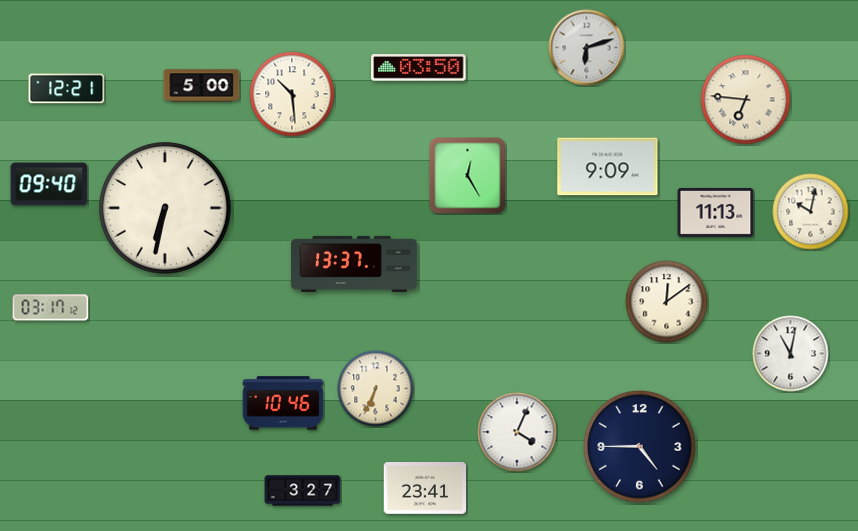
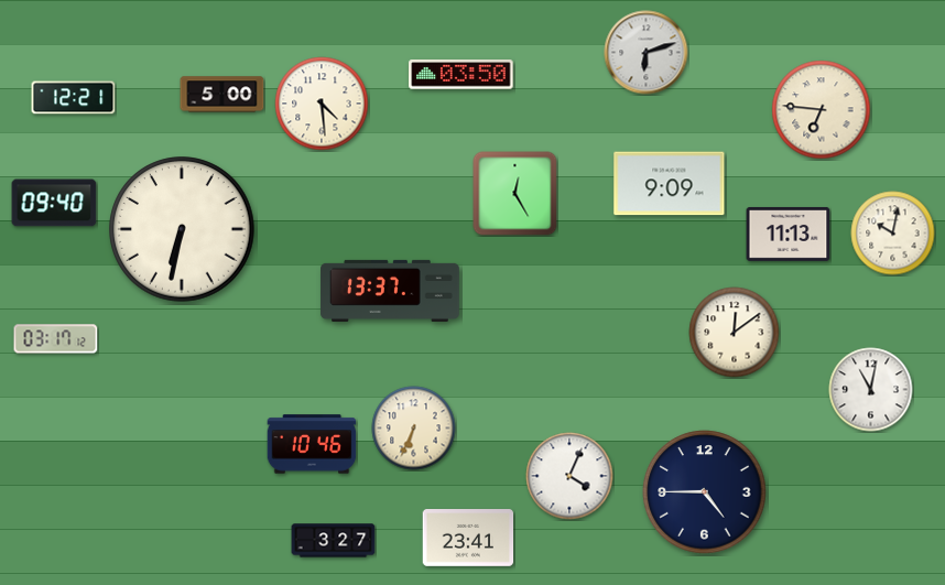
clock at (292, 94): 10:29 -> 4:29
